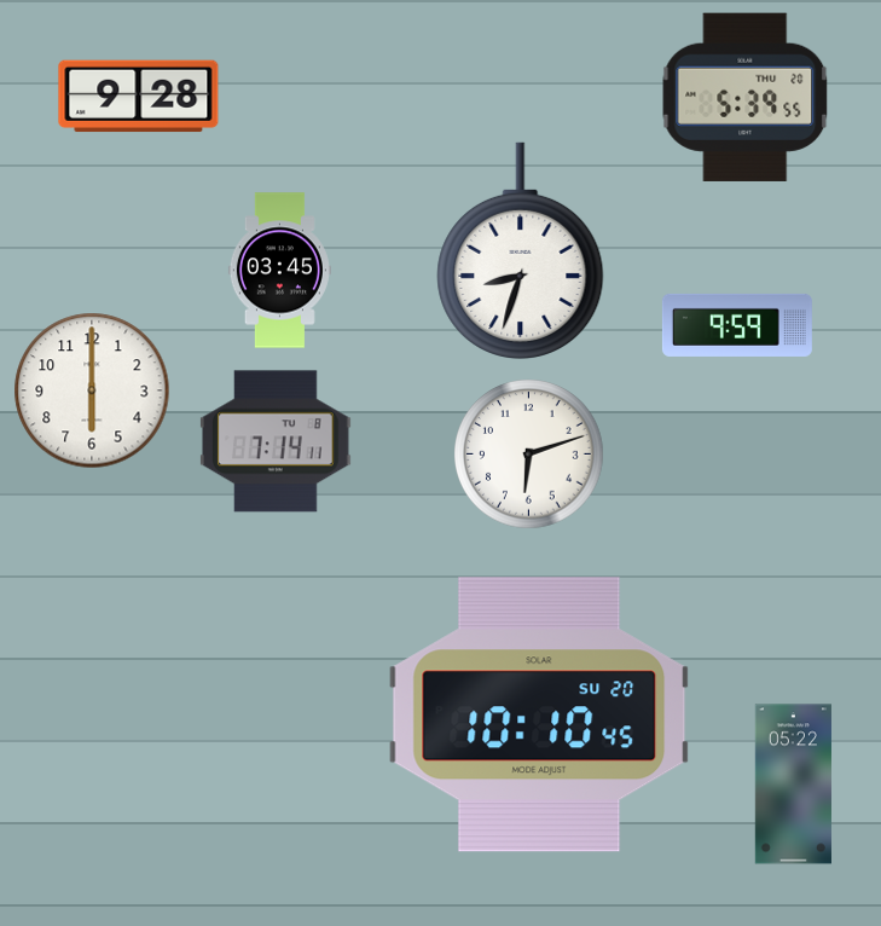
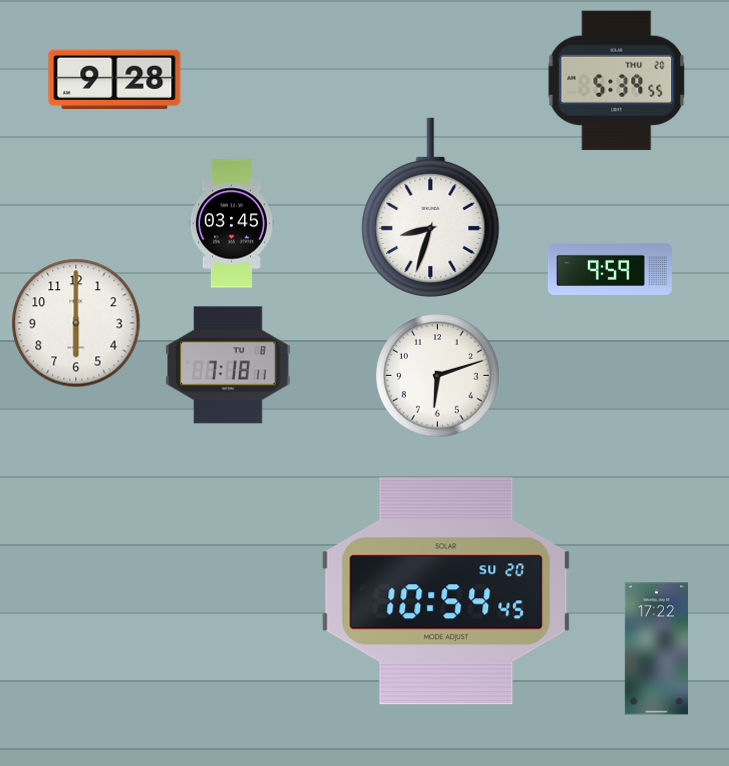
clock at (277, 441): 7:14 -> 7:18
clock at (539, 714): 10:10 -> 10:54
clock at (793, 785): 05:22 -> 17:22
